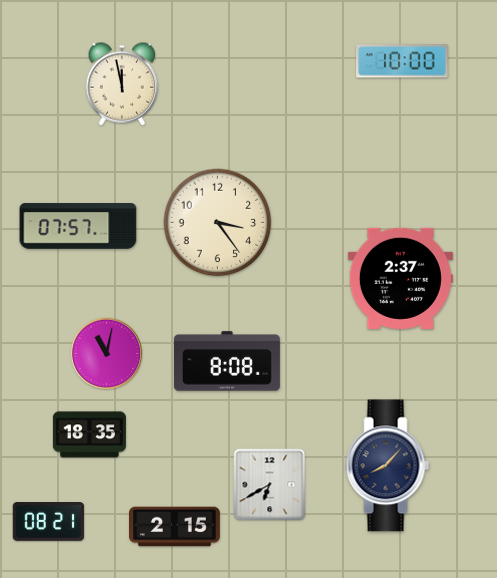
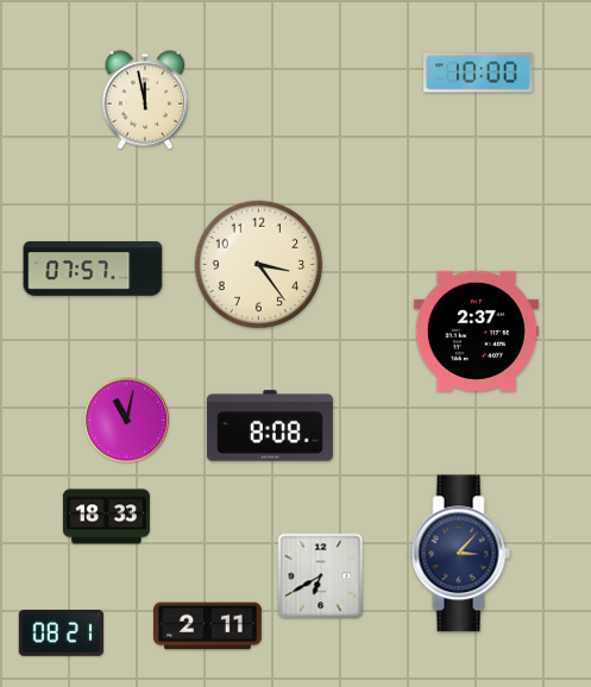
clock at (227, 361) position: (227, 361) -> (270, 426)
clock at (89, 435): 18:35 -> 18:33
clock at (388, 466): 8:07 -> 3:07
clock at (49, 522) position: (49, 522) -> (62, 634)
clock at (175, 527): 2:15 -> 2:11
